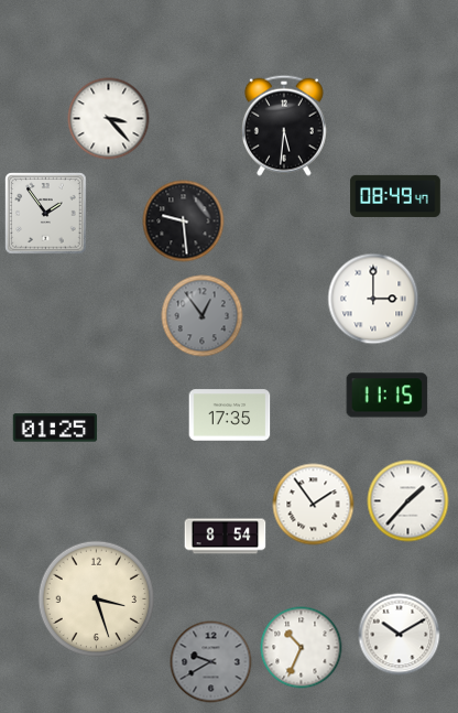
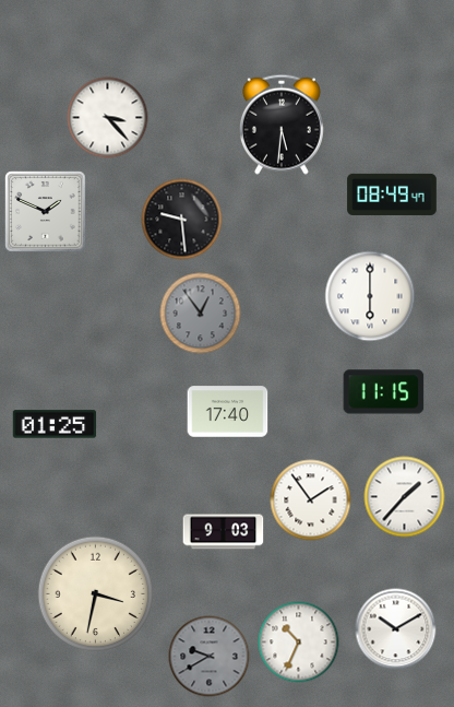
clock at (46, 214): 1:54 -> 1:49
clock at (373, 299): 3:00 -> 6:00
clock at (230, 415): 17:35 -> 17:40
clock at (226, 537): 8:54 -> 9:03
clock at (96, 598): 3:27 -> 3:32
